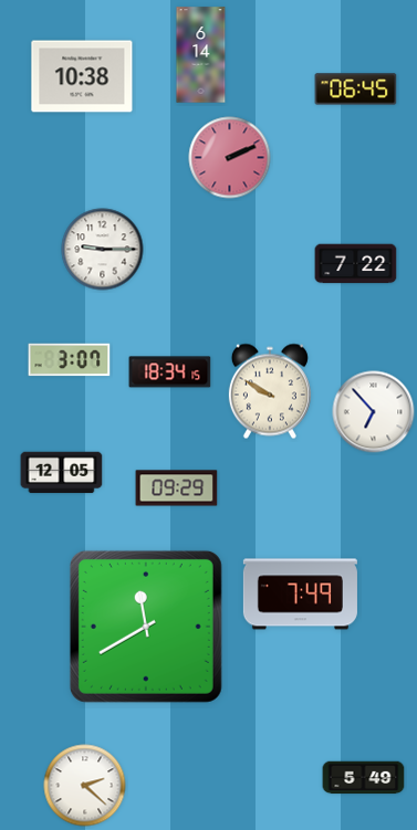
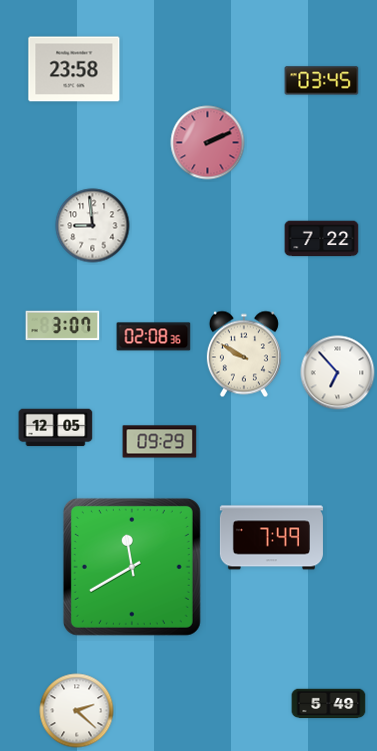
clock at (201, 55): 6:14 -> none
clock at (82, 76): 10:38 -> 23:58
clock at (356, 90): 06:45 -> 03:45
clock at (103, 250): 9:15 -> 8:59
clock at (170, 372): 18:34 -> 02:08
